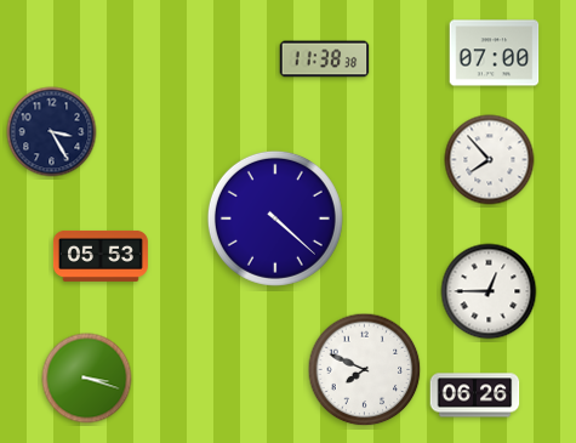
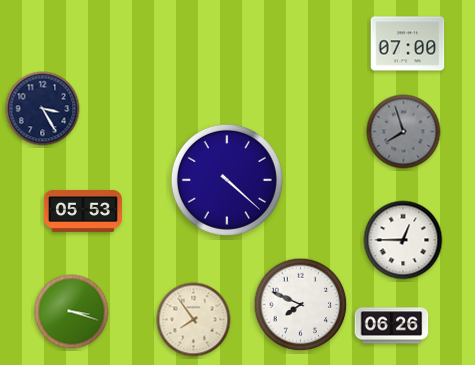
clock at (325, 59): 11:38 -> none
clock at (490, 160): 7:53 -> 7:57
clock at (490, 160) dial: white -> grey
clock at (194, 320): none -> 7:54
